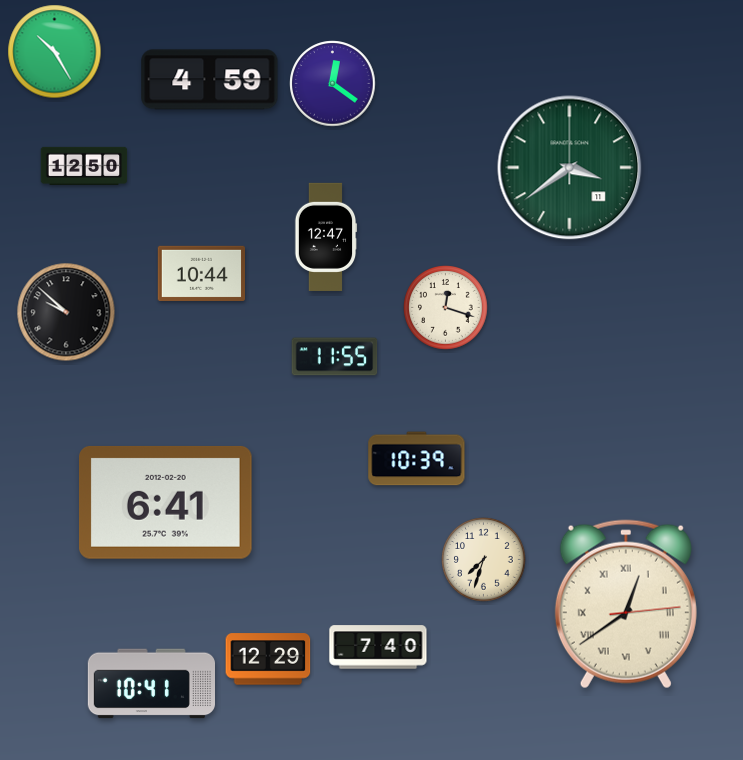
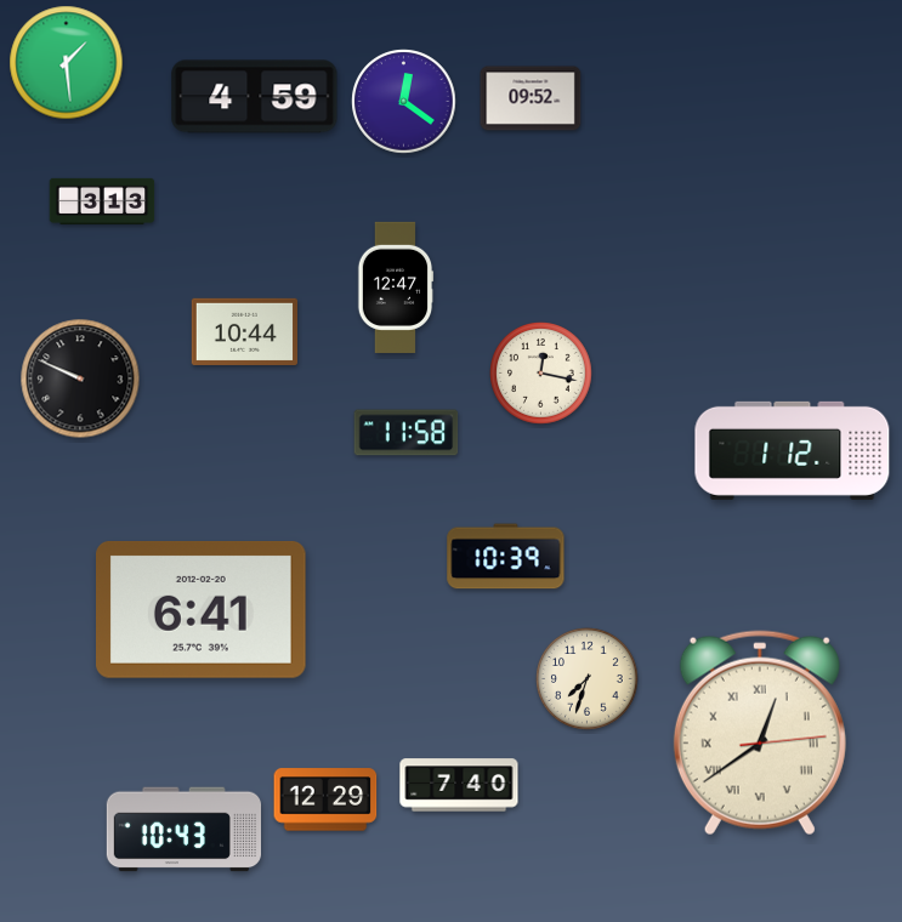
clock at (55, 52): 10:25 -> 1:29
clock at (531, 98): none -> 09:52
clock at (84, 166): 12:50 -> 3:13
clock at (570, 168): 3:39 -> none
clock at (446, 308): 12:18 -> 12:17
clock at (66, 312): 9:52 -> 9:49
clock at (335, 357): 11:55 -> 11:58
clock at (793, 450): none -> 1:12
clock at (151, 684): 10:41 -> 10:43
